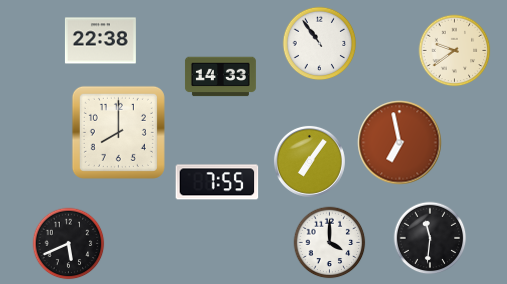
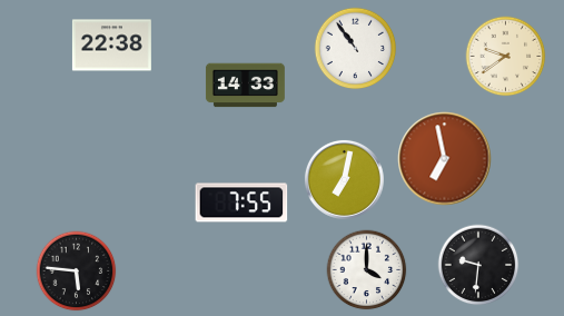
clock at (118, 132): 8:00 -> none
clock at (309, 161): 7:06 -> 7:02
clock at (430, 238): 11:31 -> 9:31
clock at (69, 244): 5:41 -> 5:46
